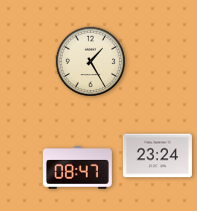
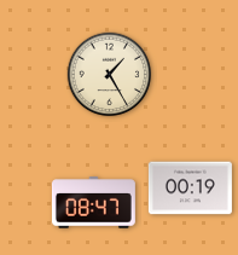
clock at (157, 156): 23:24 -> 00:19
